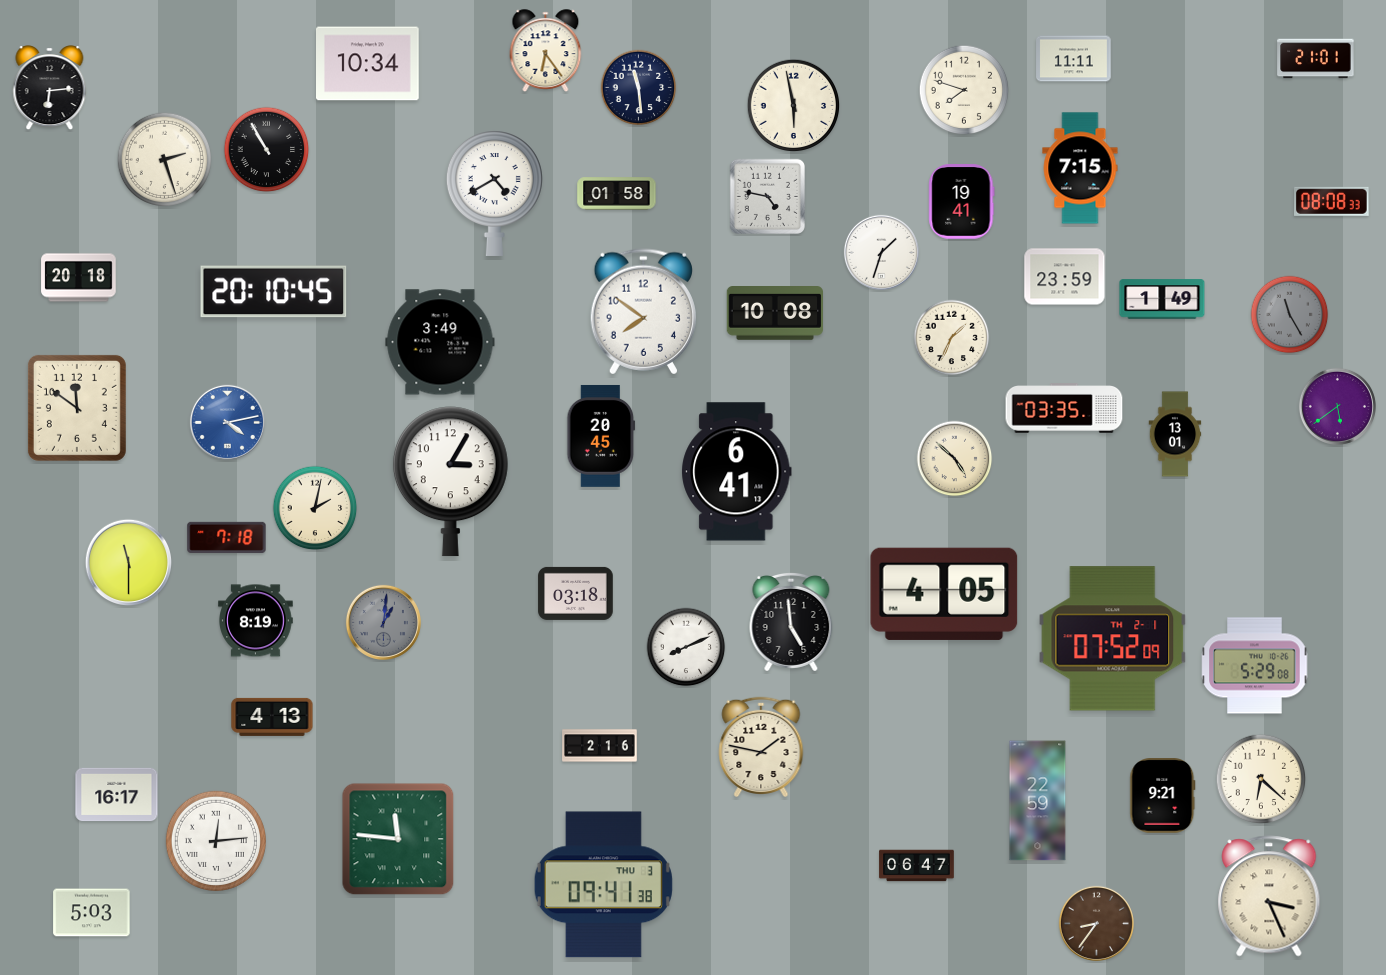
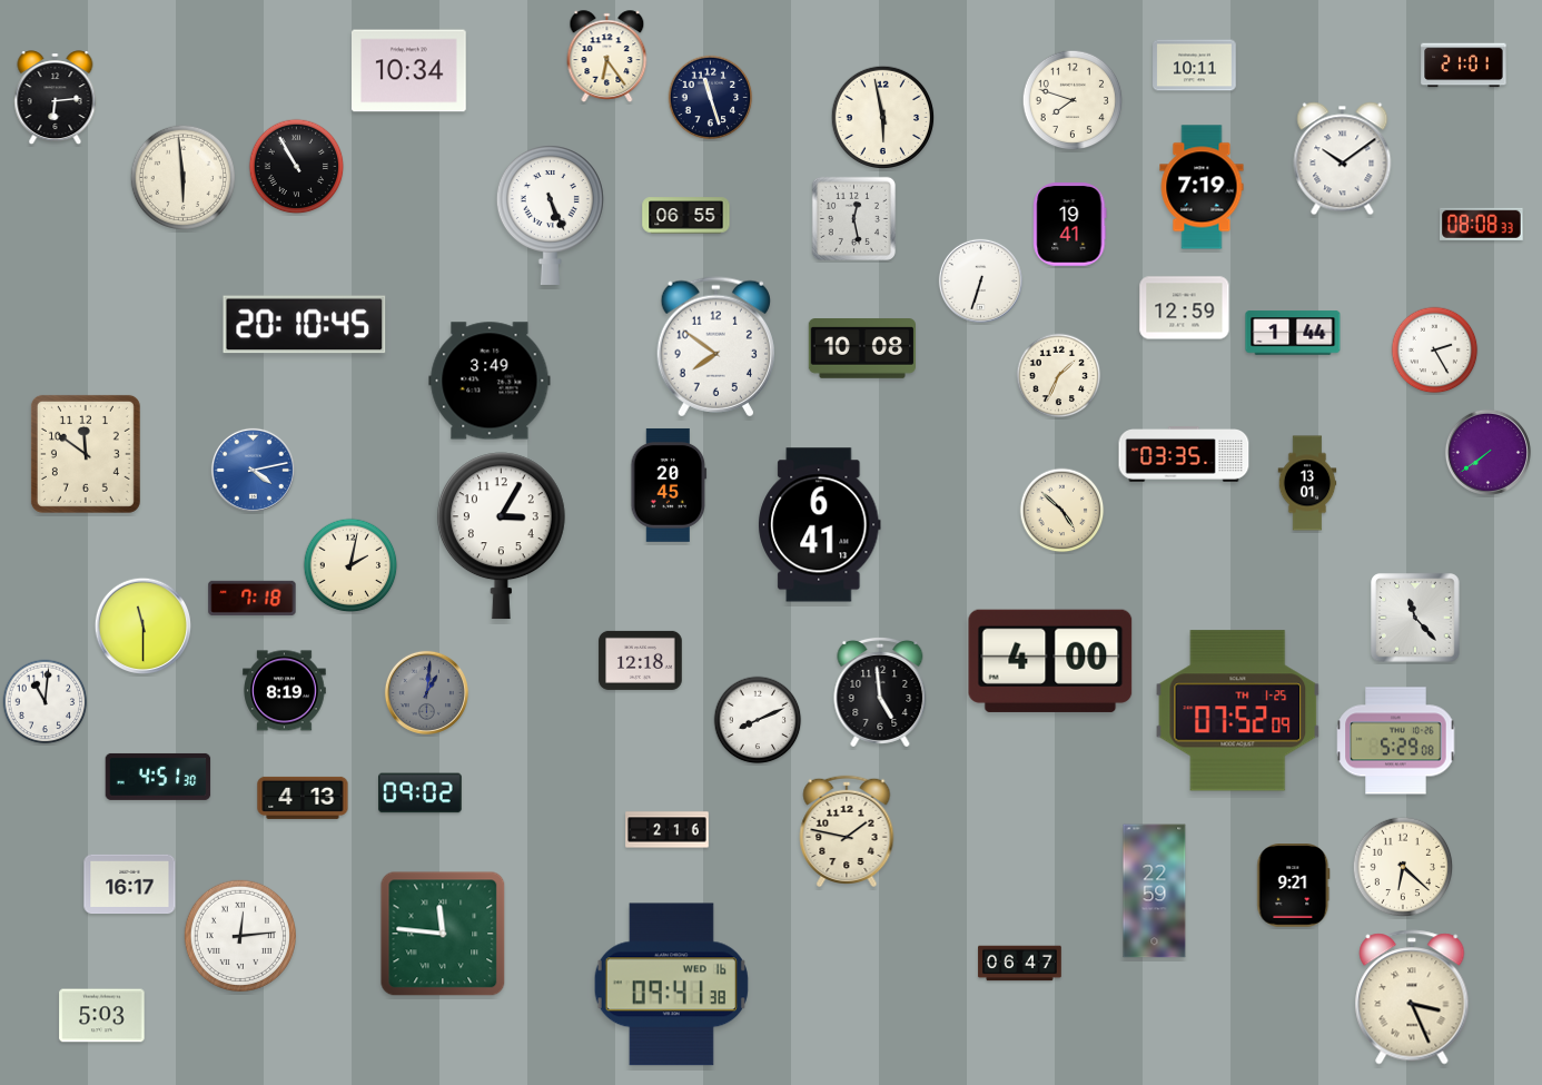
clock at (1074, 59): 11:11 -> 10:11
clock at (639, 88): 11:29 -> 11:27
clock at (1343, 159): none -> 10:09
clock at (165, 160): 2:27 -> 5:59
clock at (1080, 168): 7:15 -> 7:19
clock at (494, 194): 4:40 -> 5:26
clock at (617, 194): 01:58 -> 06:55
clock at (767, 196): 4:47 -> 12:28
clock at (881, 252): 1:33 -> 6:33
clock at (1065, 277): 23:59 -> 12:59
clock at (79, 278): 20:18 -> none
clock at (1162, 299): 1:49 -> 1:44
clock at (1290, 315): 11:25 -> 2:25
clock at (1290, 315) dial: grey -> white
clock at (1337, 406): 5:39 -> 7:39
clock at (1415, 618): none -> 11:23
clock at (576, 593): 03:18 -> 12:18
clock at (944, 594): 4:05 -> 4:00
clock at (46, 702): none -> 11:01
clock at (1113, 639) date: TH 2-1 -> TH 1-25
clock at (686, 647) position: (686, 647) -> (758, 720)
clock at (158, 777): none -> 4:51
clock at (421, 793): none -> 09:02
clock at (603, 885) date: THU 3 -> WED 16
clock at (1096, 923): 8:36 -> none
